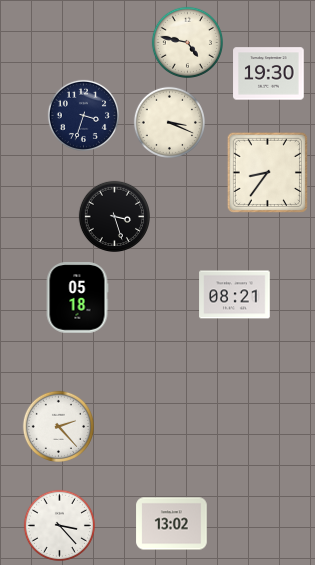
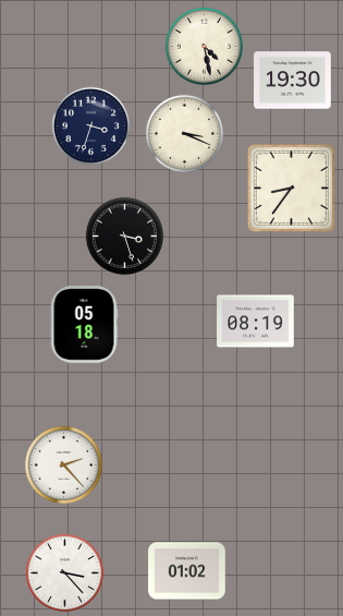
clock at (187, 42): 4:47 -> 4:28
clock at (235, 295): 08:21 -> 08:19
clock at (172, 524): 13:02 -> 01:02
